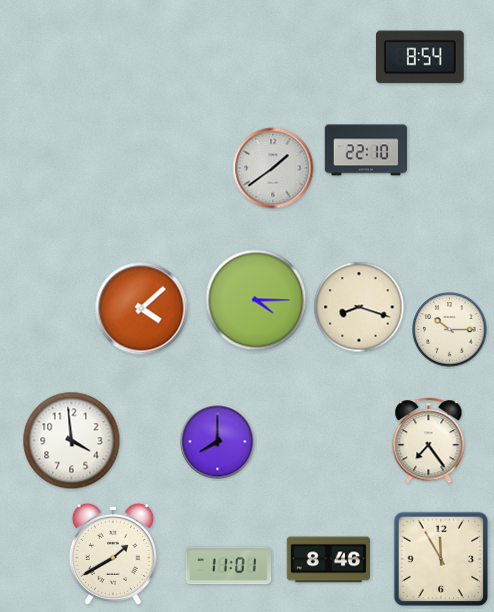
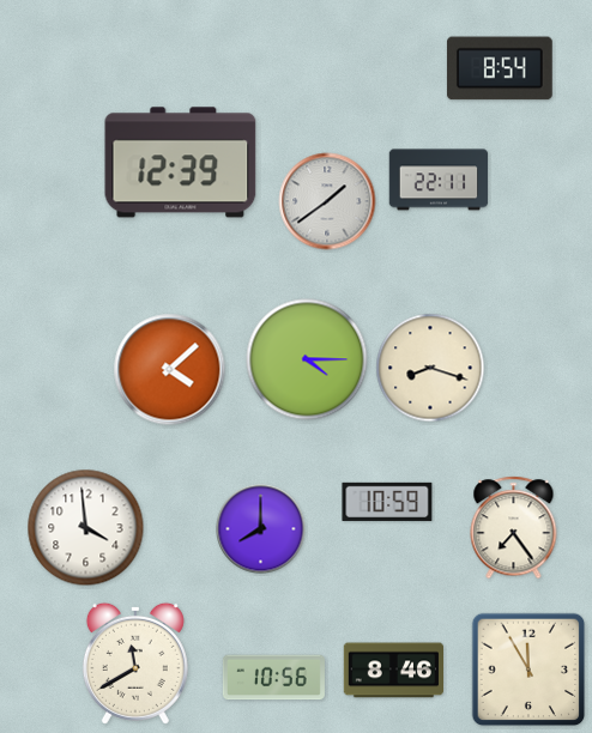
clock at (420, 57) position: (420, 57) -> (500, 68)
clock at (181, 163): none -> 12:39
clock at (366, 150): 22:10 -> 22:11
clock at (450, 330): 10:15 -> none
clock at (387, 502): none -> 10:59
clock at (113, 554): 1:40 -> 11:40
clock at (228, 566): 11:01 -> 10:56
